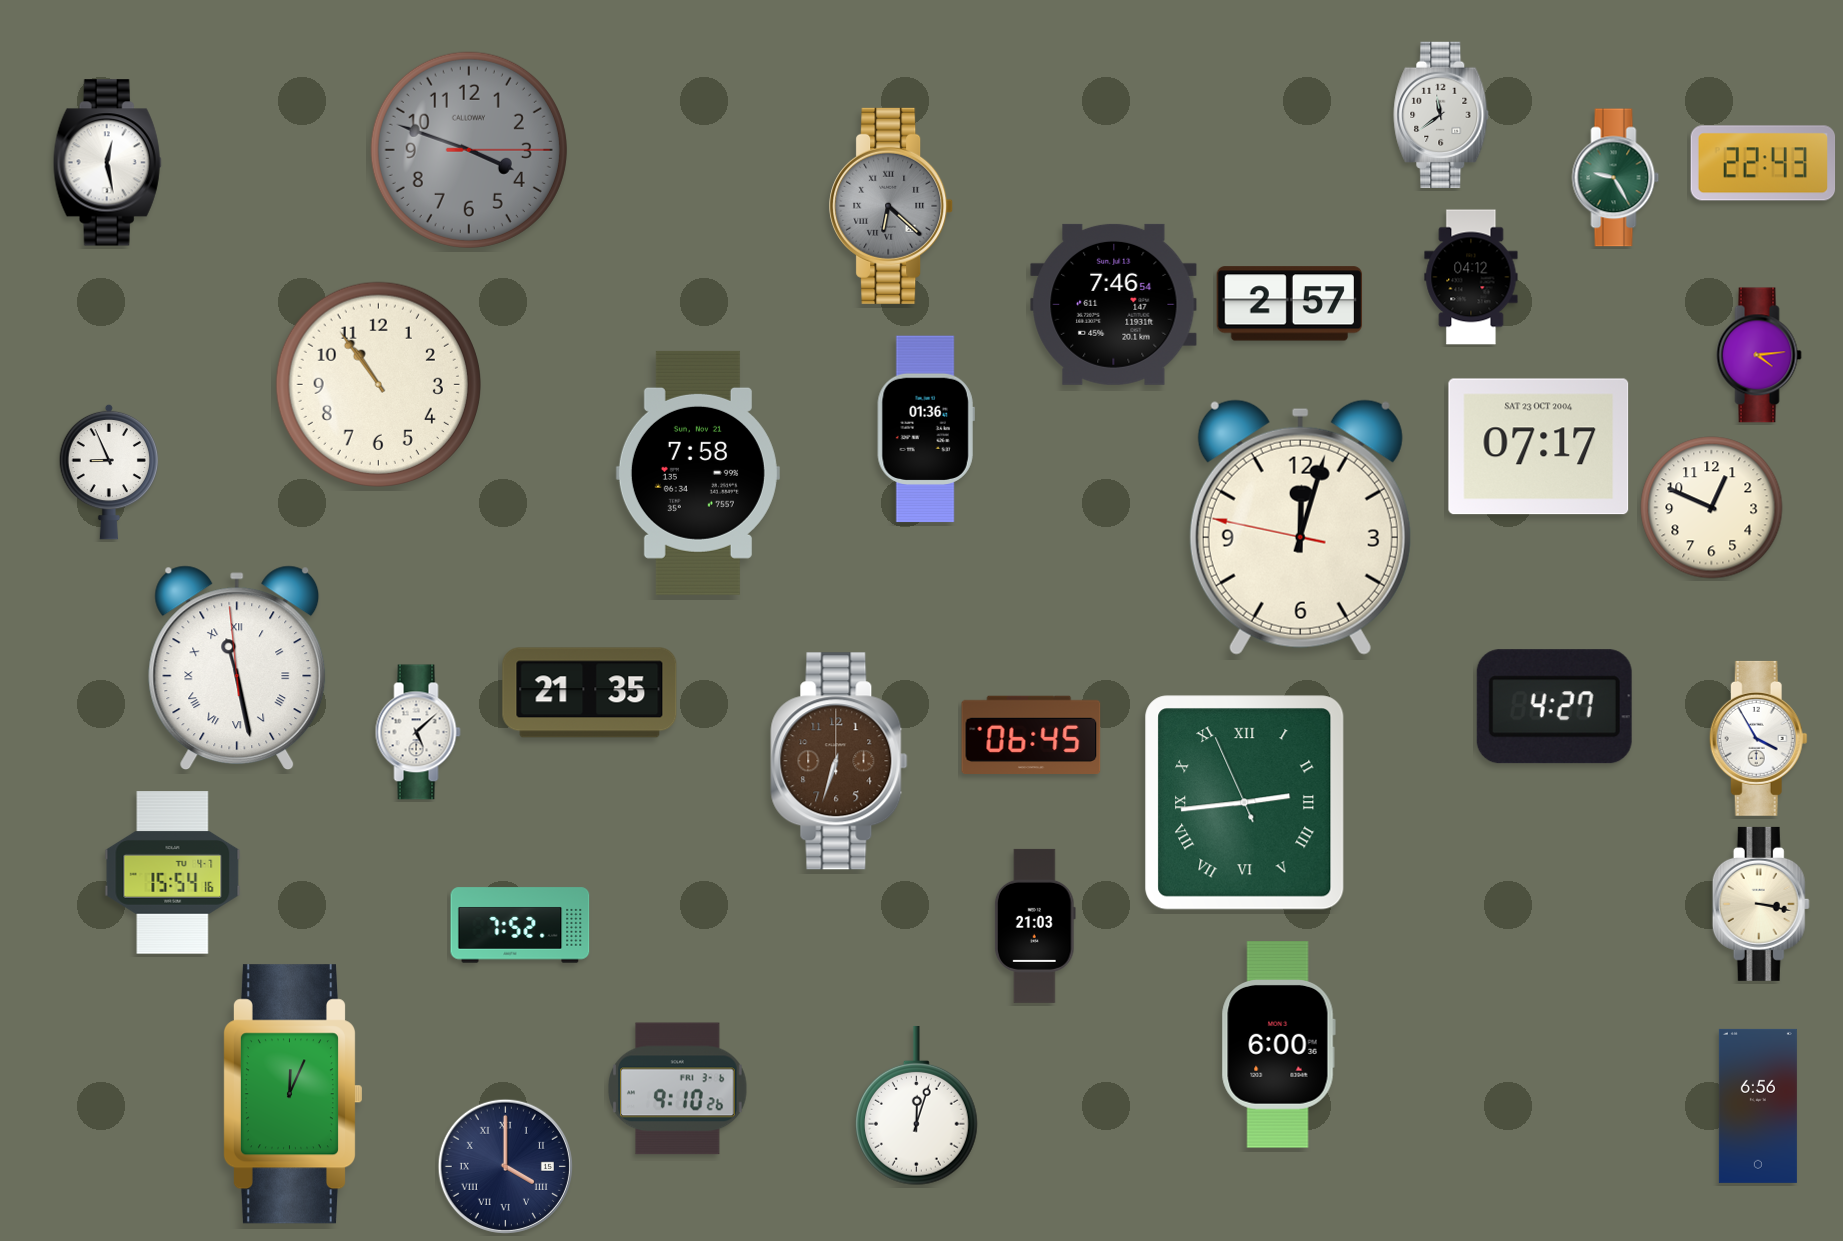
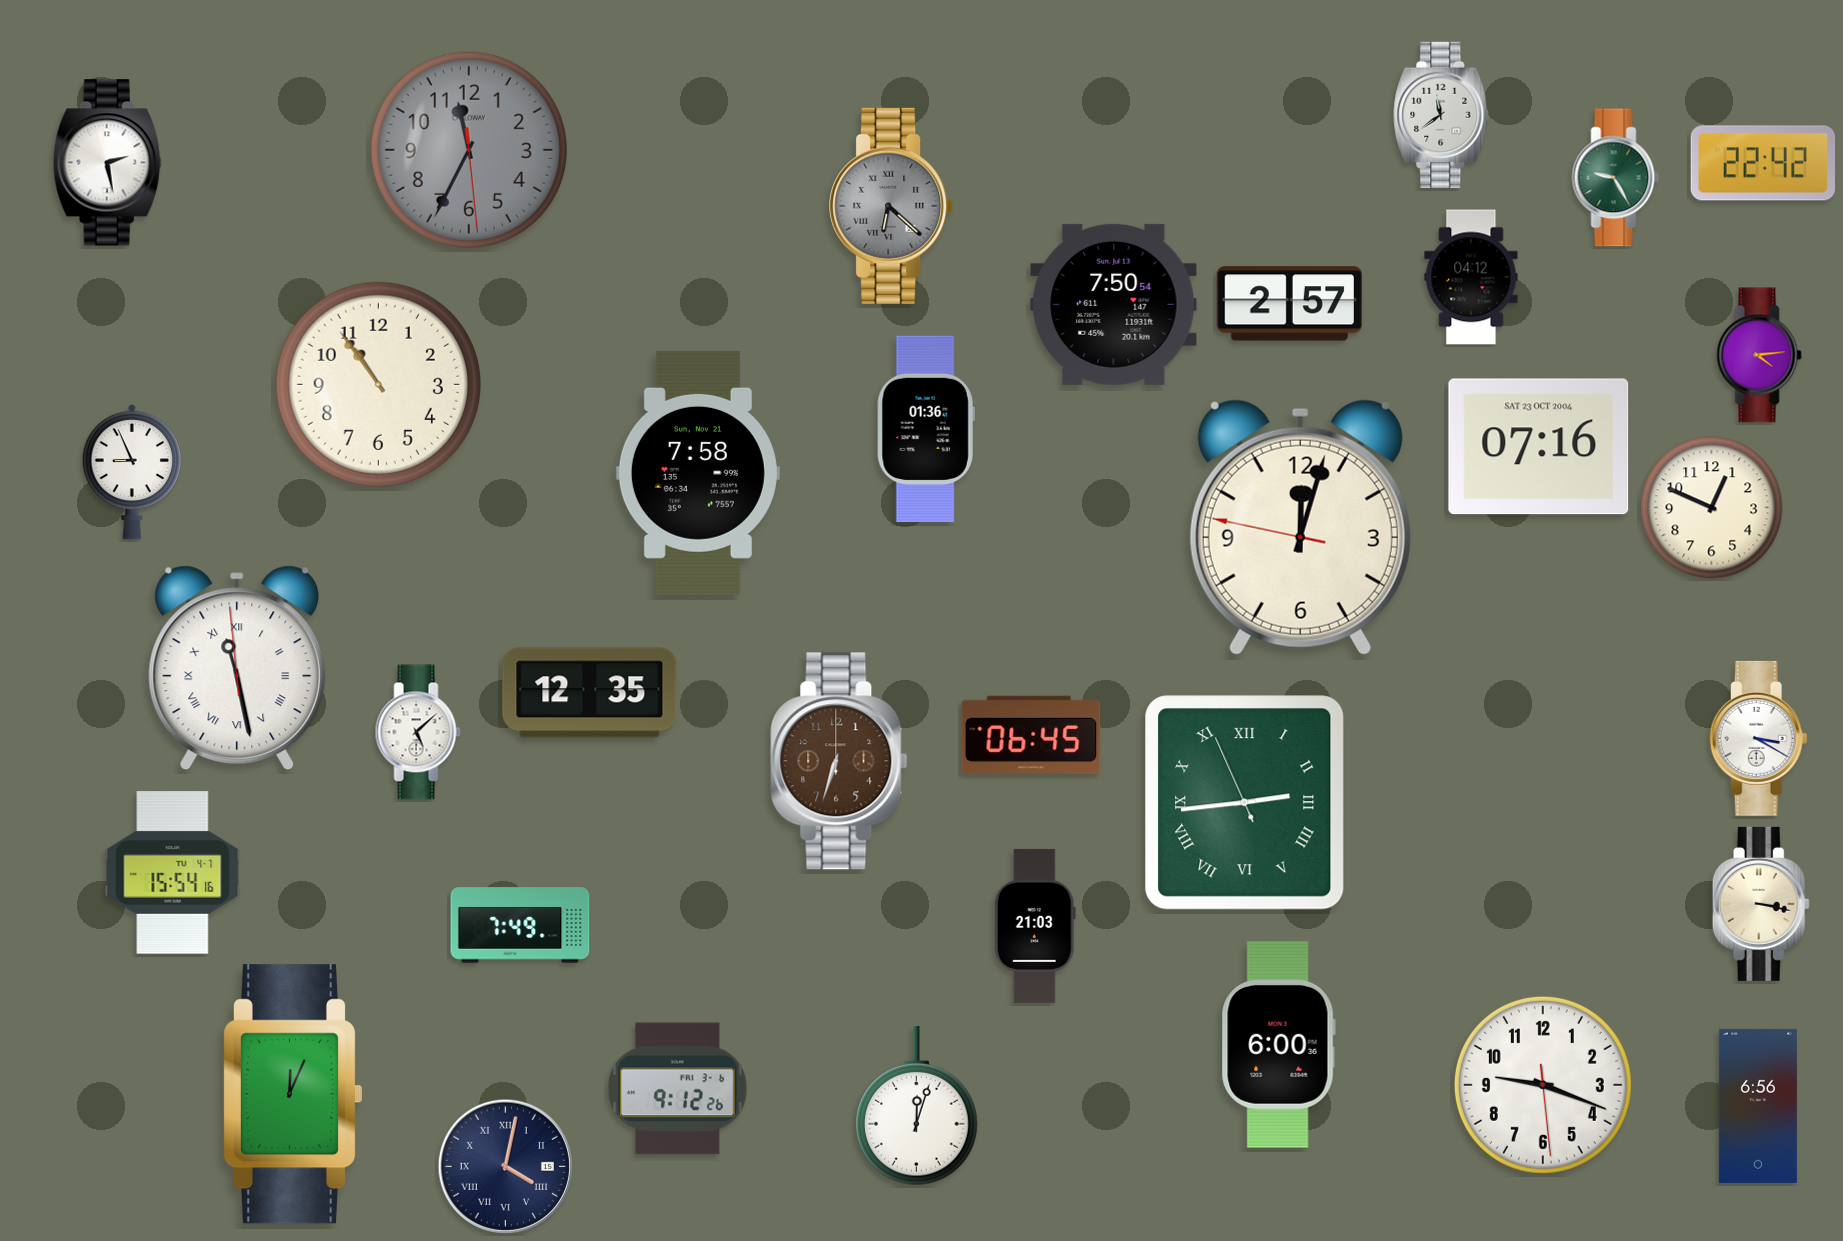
clock at (469, 150): 3:48 -> 11:34
clock at (107, 163): 12:28 -> 2:28
clock at (1763, 163): 22:43 -> 22:42
clock at (1114, 304): 7:46 -> 7:50
clock at (1539, 447): 07:17 -> 07:16
clock at (109, 472) position: (109, 472) -> (132, 472)
clock at (590, 693): 21:35 -> 12:35
clock at (1554, 707): 4:27 -> none
clock at (1758, 738): 3:55 -> 3:20
clock at (520, 925): 7:52 -> 7:49
clock at (1543, 1085): none -> 9:18
clock at (678, 1089): 9:10 -> 9:12
clock at (505, 1166): 4:00 -> 4:02
